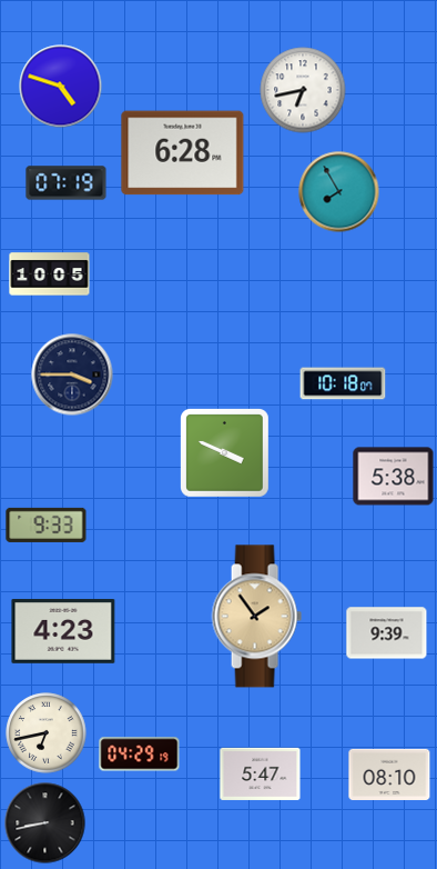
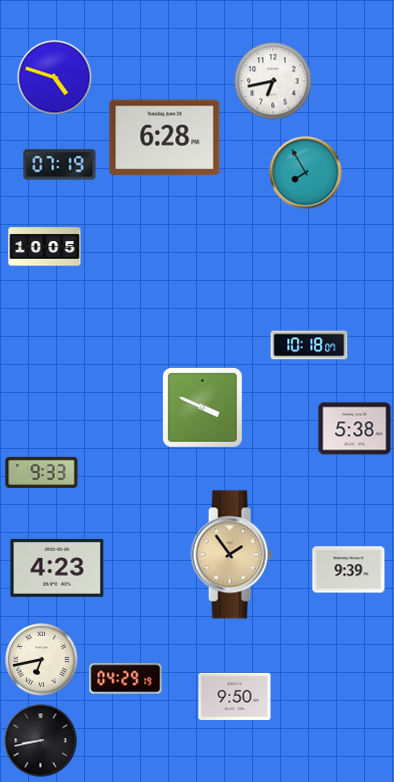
clock at (72, 374): 3:45 -> none
clock at (261, 773): 5:47 -> 9:50
clock at (389, 773): 08:10 -> none
